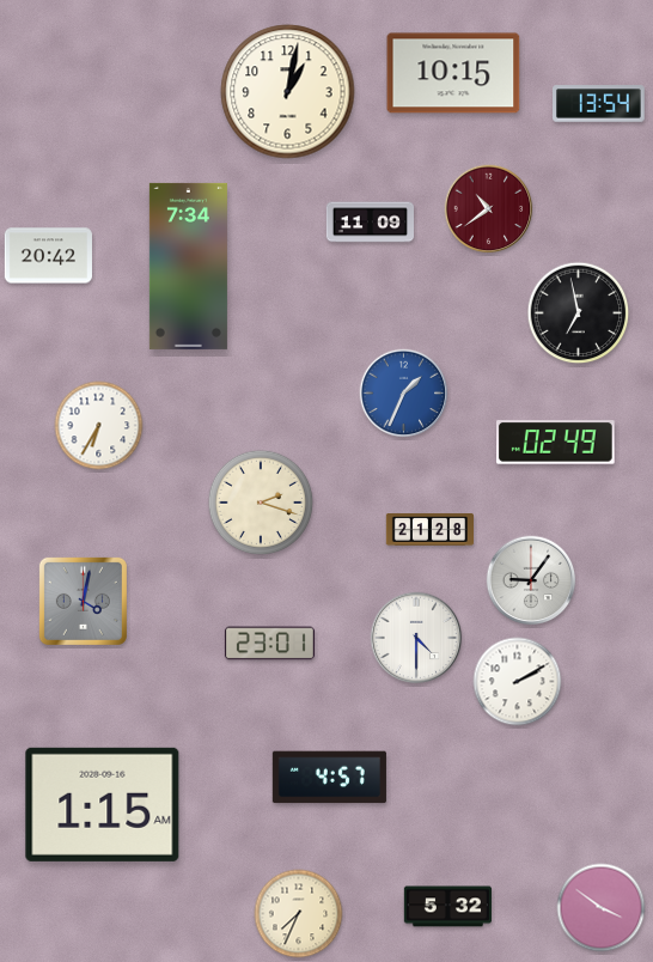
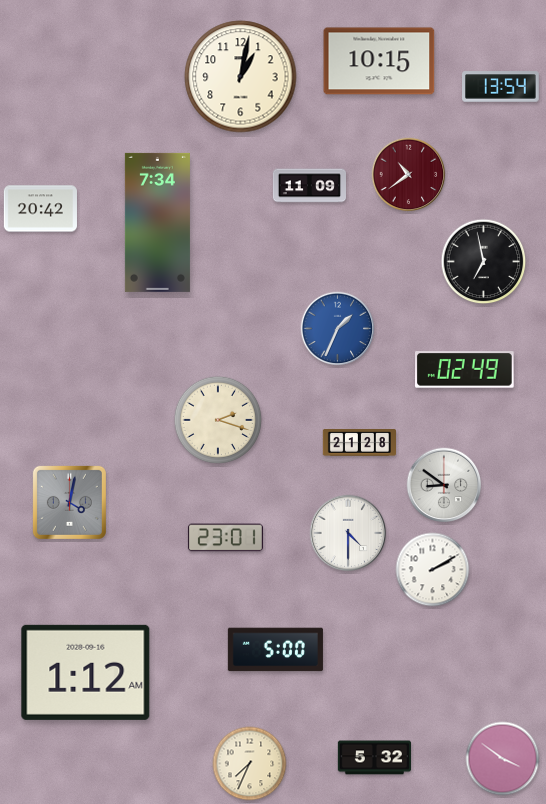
clock at (48, 256) position: (48, 256) -> (40, 209)
clock at (99, 426): 6:35 -> none
clock at (531, 580): 9:06 -> 8:51
clock at (329, 778): 4:57 -> 5:00
clock at (103, 804): 1:15 -> 1:12
